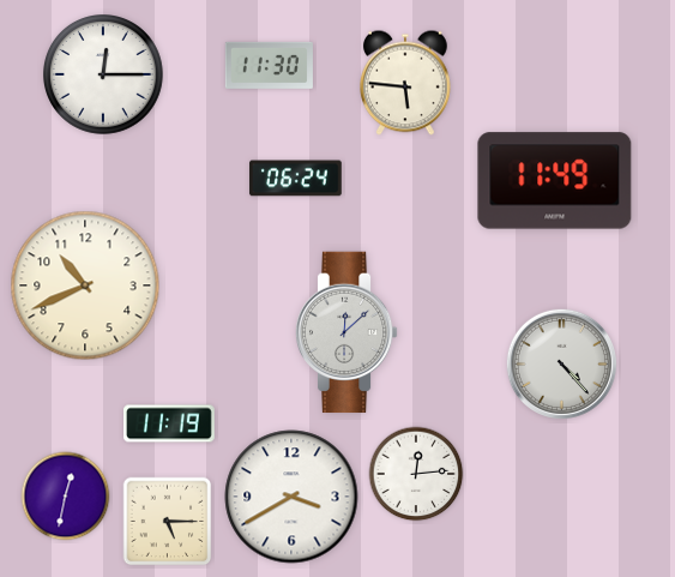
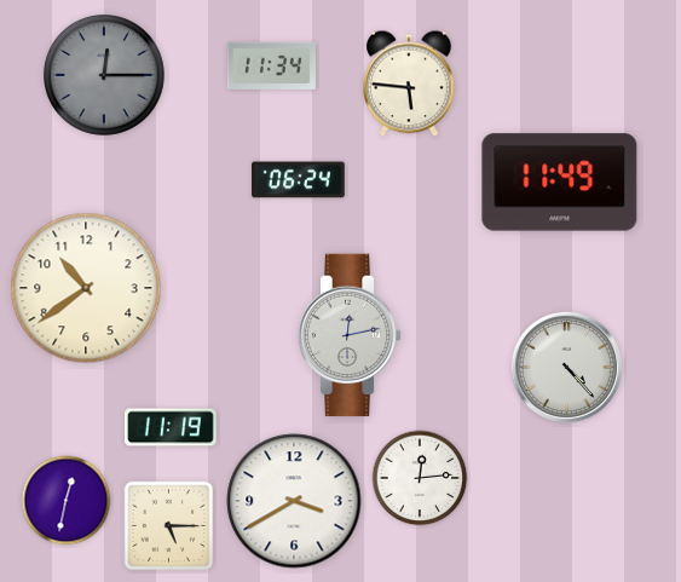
clock at (269, 65): 11:30 -> 11:34
clock at (104, 76) dial: white -> grey
clock at (85, 286): 10:41 -> 10:39
clock at (346, 332): 12:08 -> 12:13
